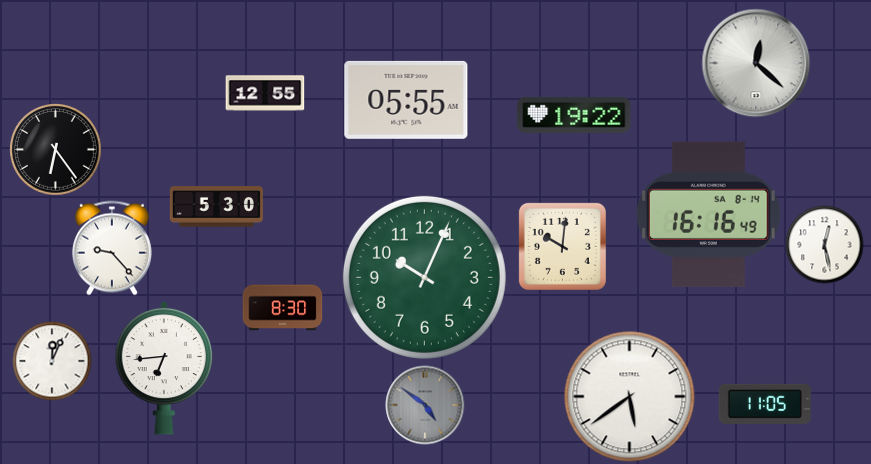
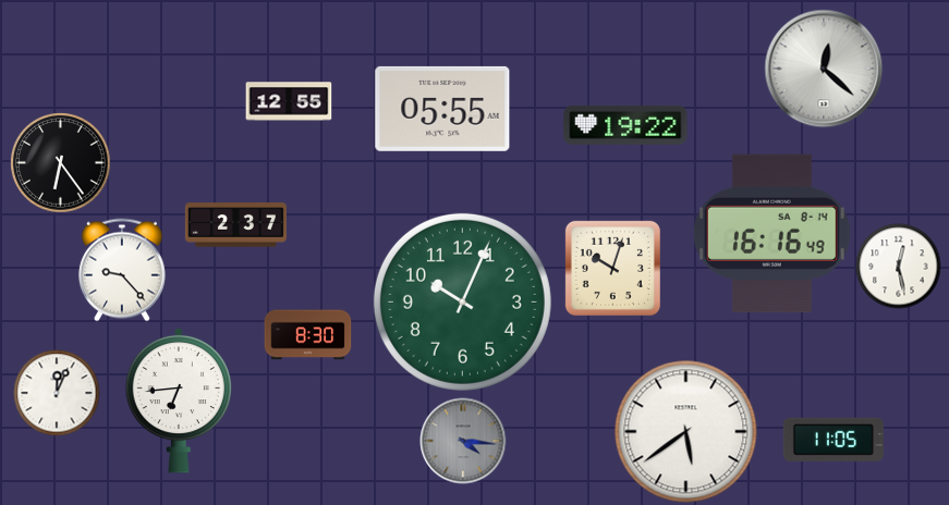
clock at (216, 207): 5:30 -> 2:37
clock at (562, 246): 10:01 -> 10:03
clock at (425, 405): 4:51 -> 4:16
